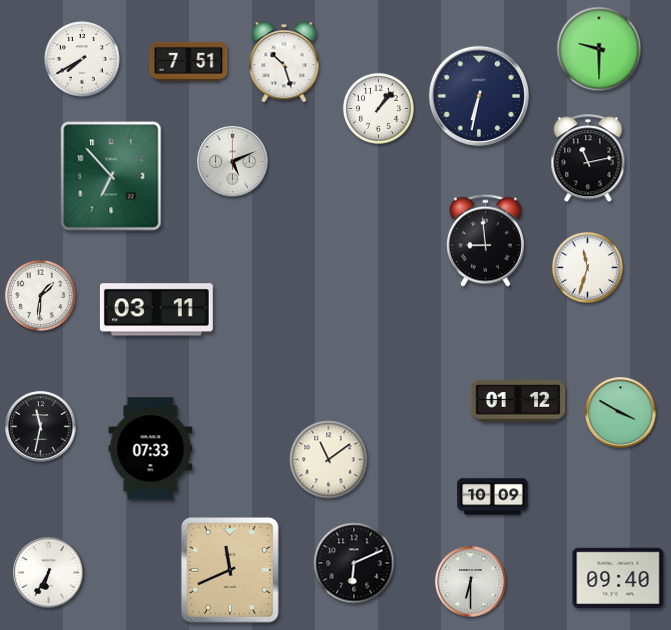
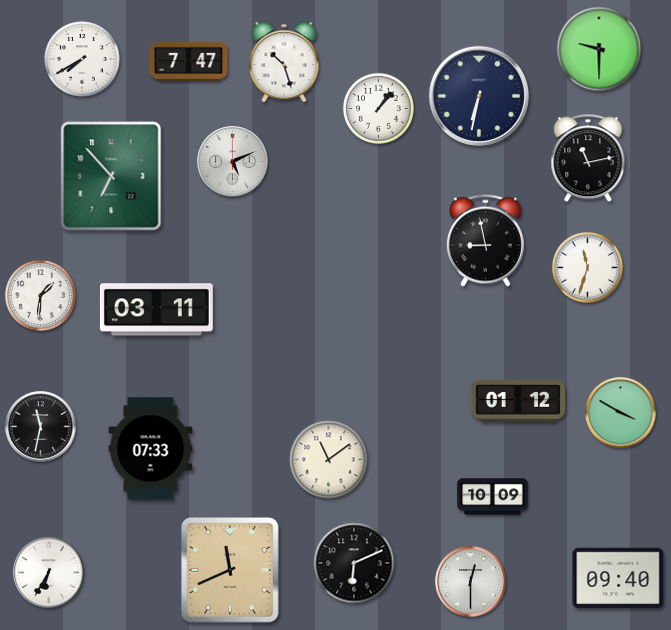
clock at (189, 61): 7:51 -> 7:47
clock at (485, 240): 8:59 -> 8:58
clock at (471, 582): 6:30 -> 12:30
